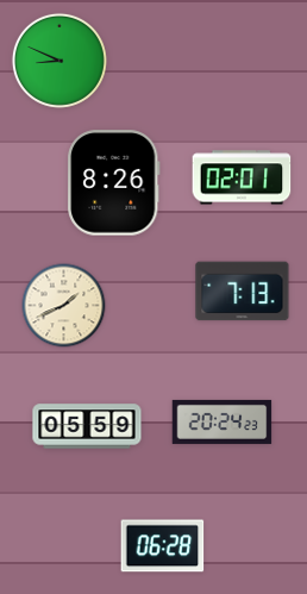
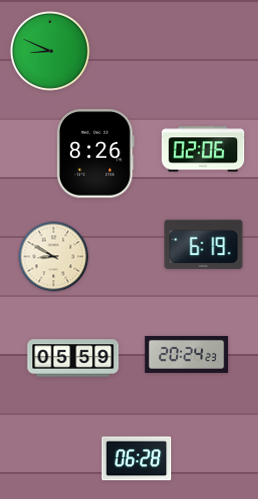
clock at (242, 177): 02:01 -> 02:06
clock at (243, 292): 7:13 -> 6:19
clock at (64, 306): 1:41 -> 8:50
